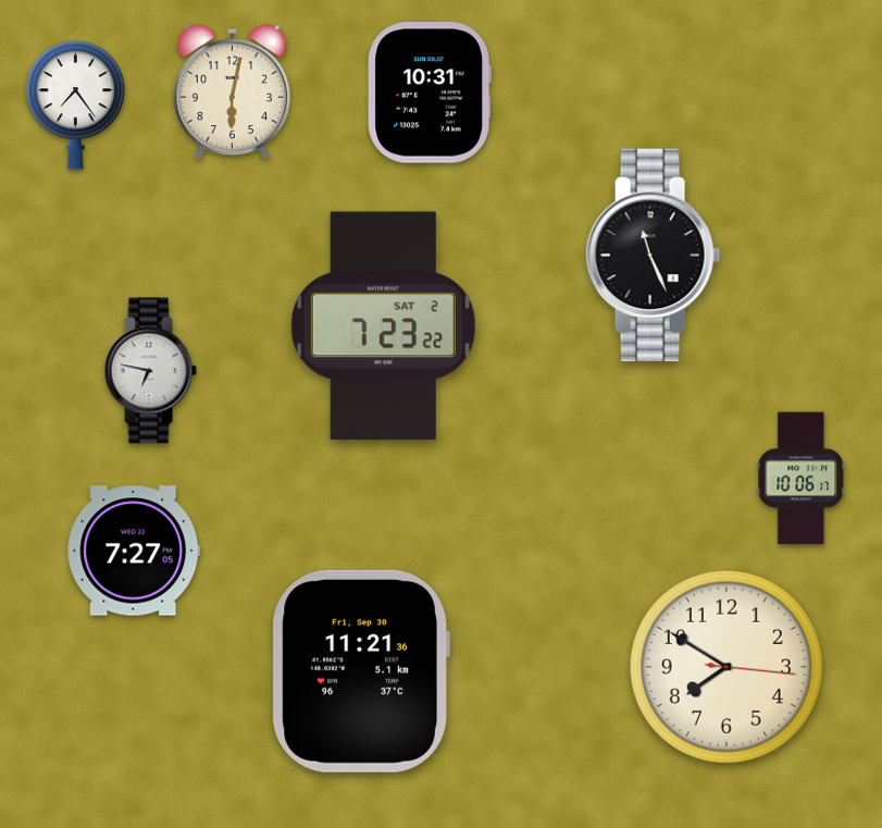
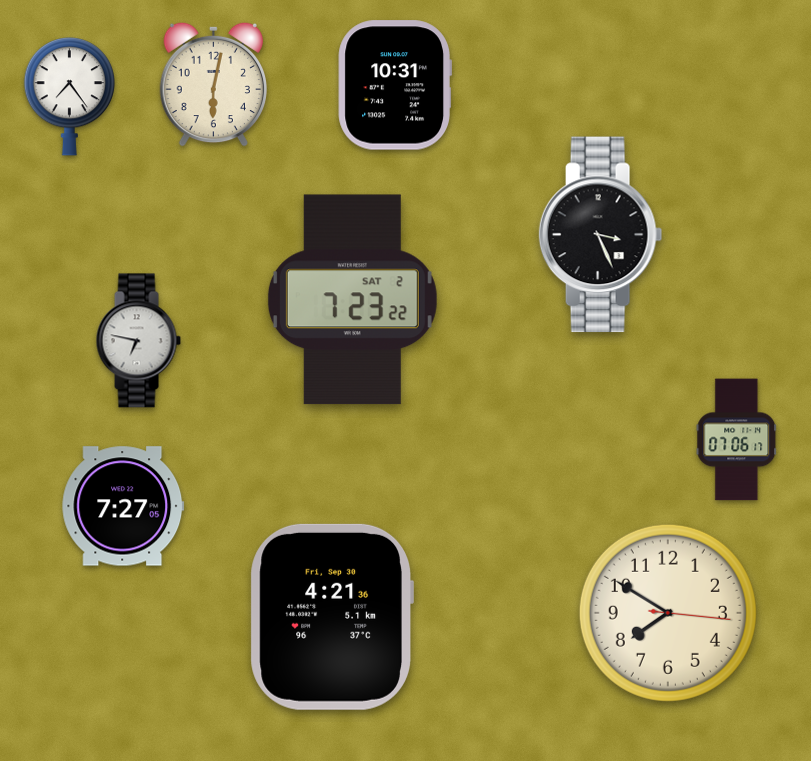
clock at (654, 256): 11:26 -> 3:26
clock at (802, 479): 10:06 -> 07:06
clock at (361, 671): 11:21 -> 4:21
